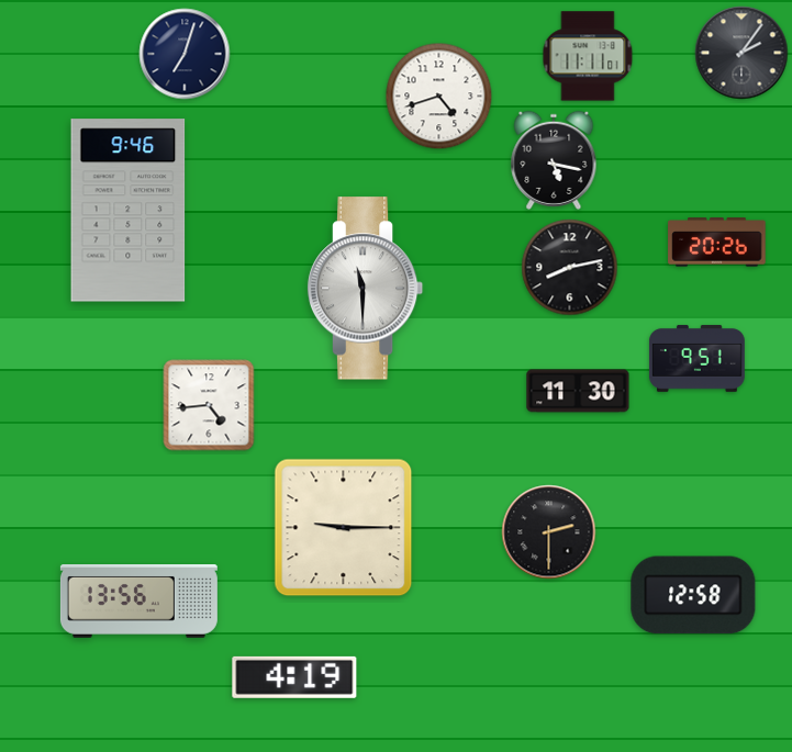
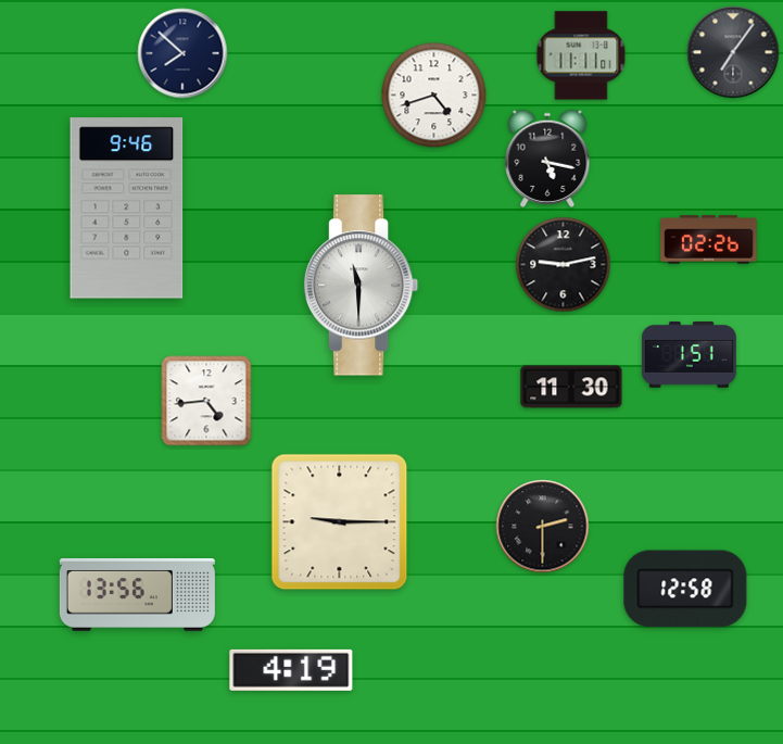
clock at (741, 53): 2:06 -> 7:06
clock at (185, 54): 7:03 -> 7:52
clock at (717, 243): 20:26 -> 02:26
clock at (570, 268): 8:13 -> 9:13
clock at (696, 359): 9:51 -> 1:51
